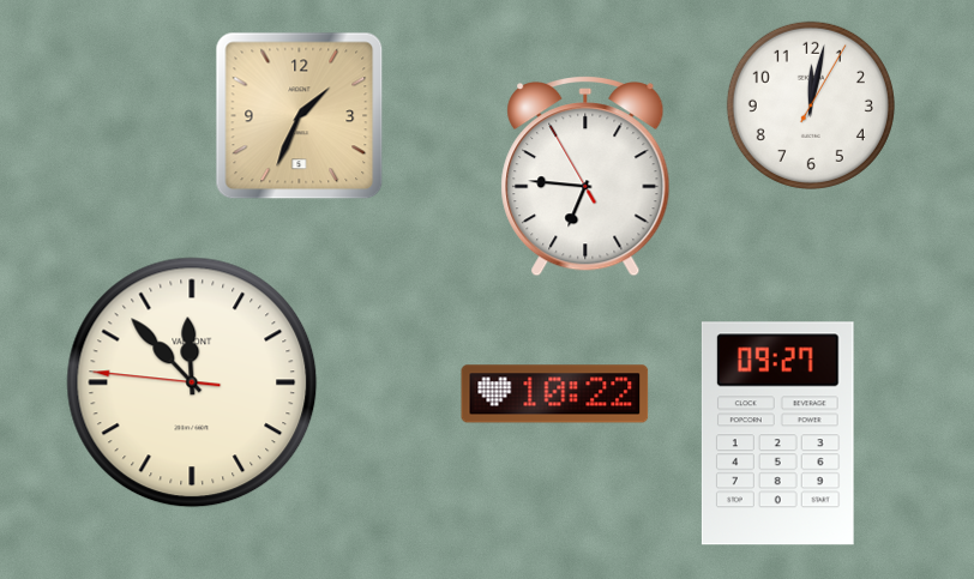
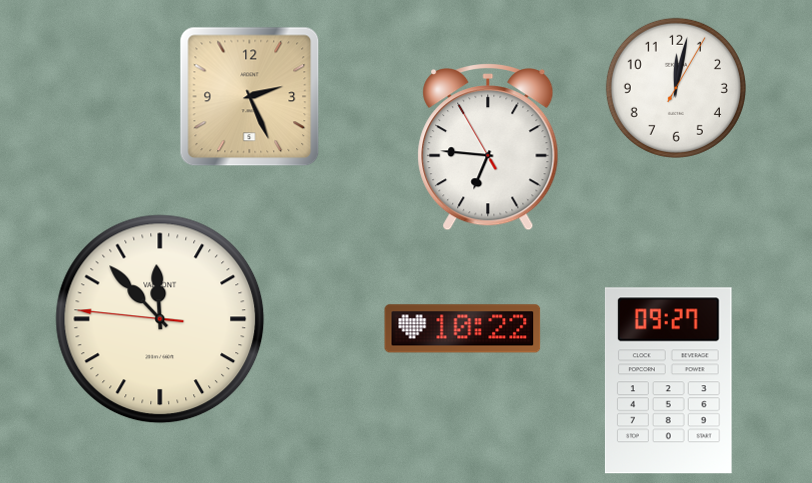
clock at (300, 116): 1:34 -> 2:26
clock at (777, 434) position: (777, 434) -> (668, 381)
